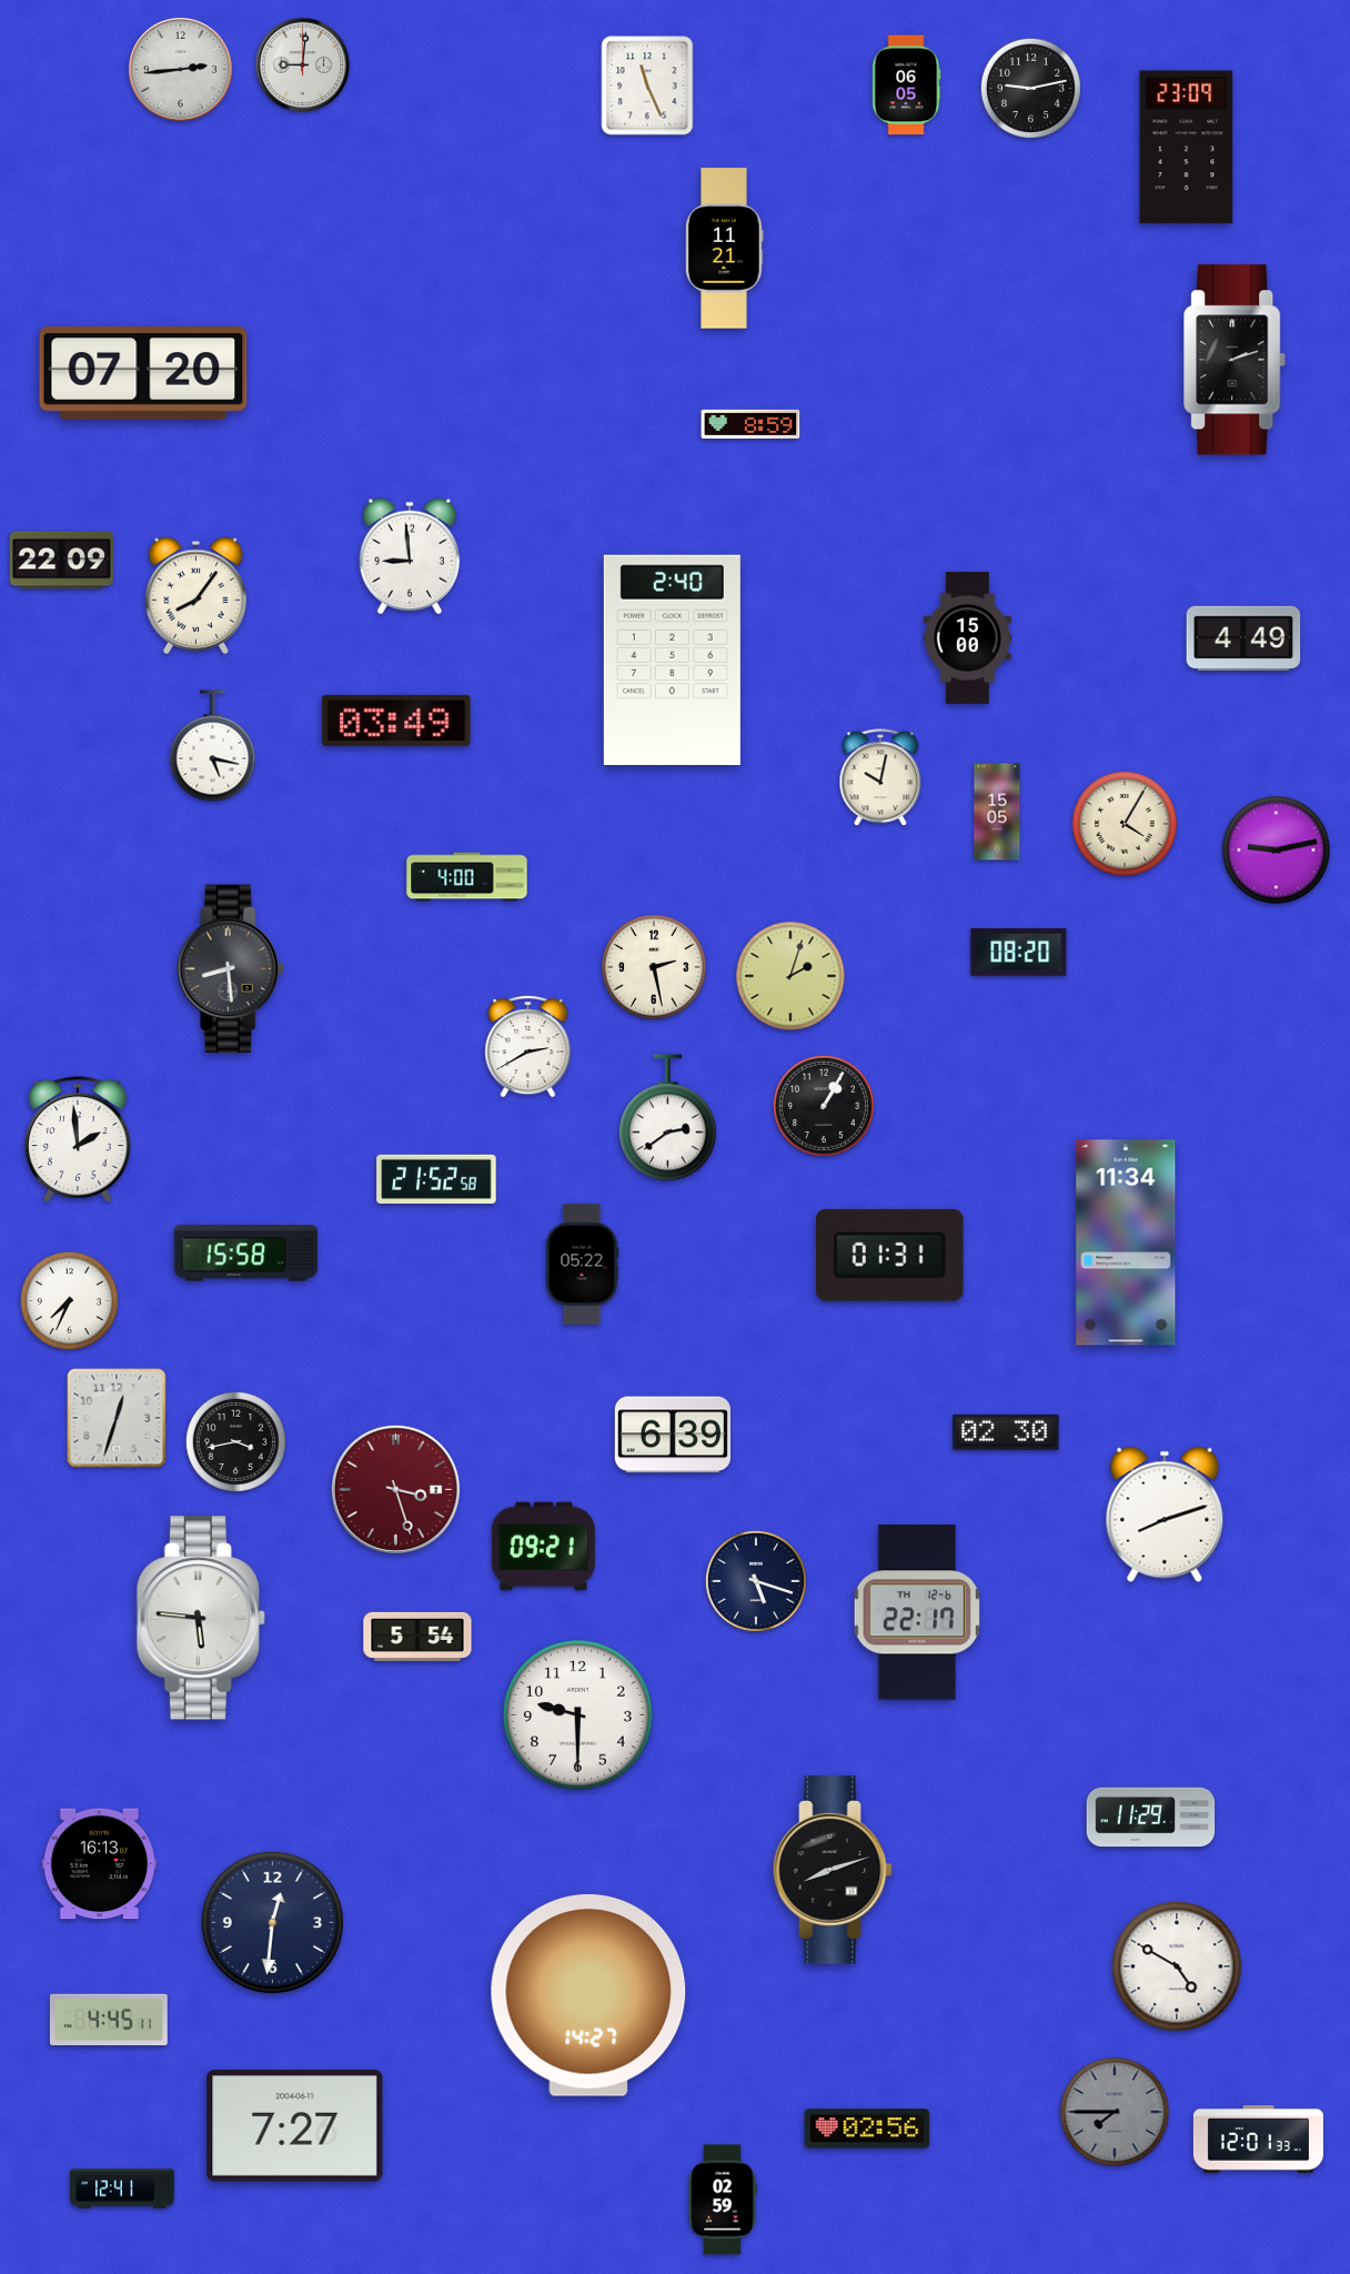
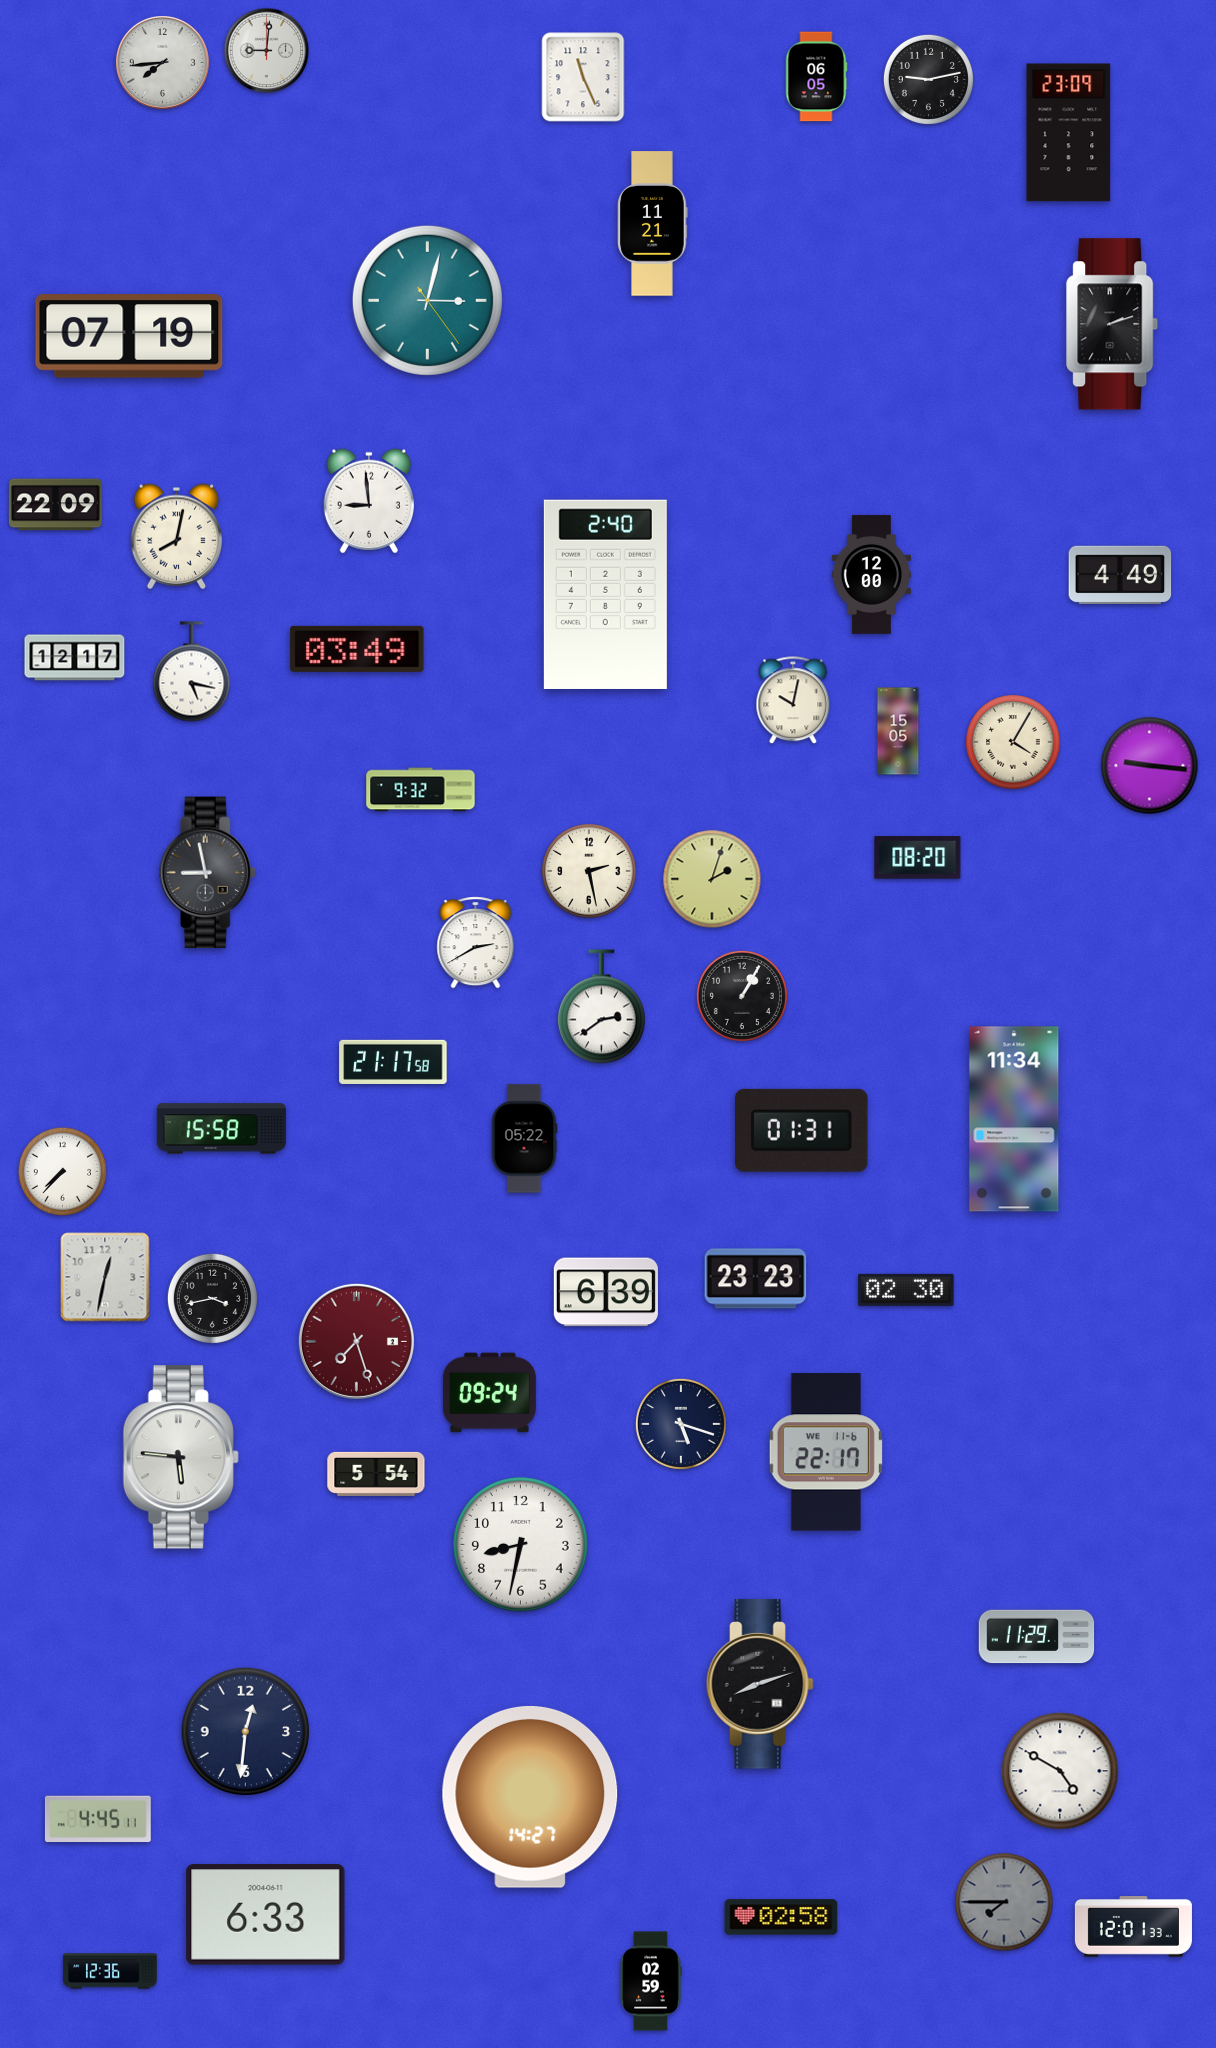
clock at (303, 66) position: (303, 66) -> (267, 51)
clock at (181, 70): 2:44 -> 7:44
clock at (427, 300): none -> 3:02
clock at (143, 373): 07:20 -> 07:19
clock at (750, 424): 8:59 -> none
clock at (197, 595): 8:06 -> 8:02
clock at (967, 638): 15:00 -> 12:00
clock at (75, 658): none -> 12:17
clock at (1277, 851): 9:13 -> 9:16
clock at (467, 877): 4:00 -> 9:32
clock at (231, 969): 8:29 -> 8:58
clock at (79, 1139): 1:59 -> none
clock at (436, 1179): 21:52 -> 21:17
clock at (70, 1301): 7:34 -> 7:37
clock at (117, 1418): 12:33 -> 12:32
clock at (756, 1279): none -> 23:23
clock at (395, 1489): 3:27 -> 7:27
clock at (1165, 1515): 8:12 -> none
clock at (543, 1547): 09:21 -> 09:24
clock at (917, 1612) date: TH 12-6 -> WE 11-6
clock at (578, 1715): 9:30 -> 8:32
clock at (100, 1864): 16:13 -> none
clock at (833, 1870) position: (833, 1870) -> (760, 1684)
clock at (295, 2126): 7:27 -> 6:33
clock at (867, 2129): 02:56 -> 02:58
clock at (122, 2189): 12:41 -> 12:36
